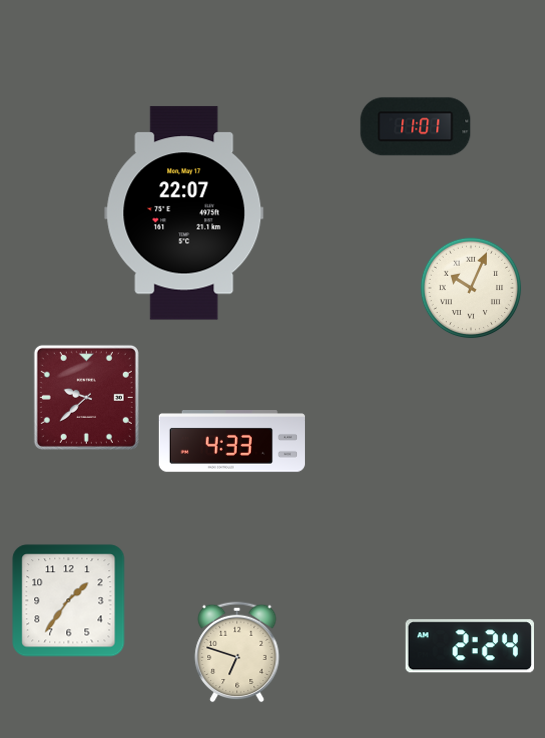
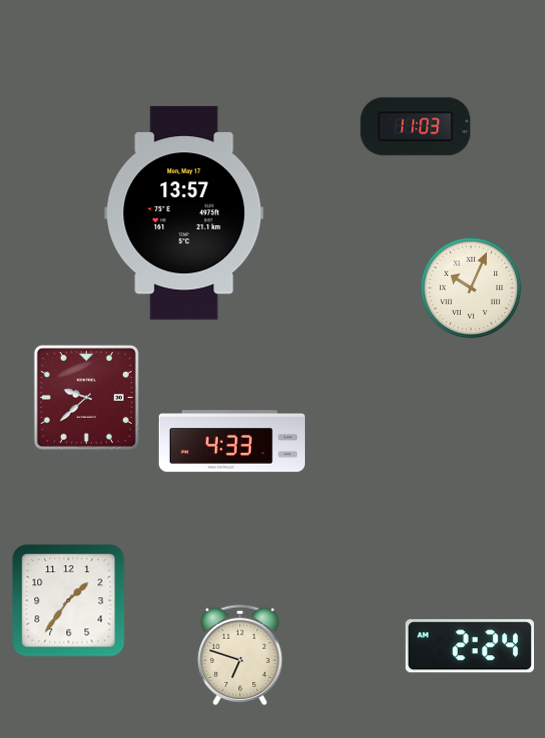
clock at (416, 127): 11:01 -> 11:03
clock at (184, 213): 22:07 -> 13:57
clock at (237, 652) position: (237, 652) -> (240, 655)
